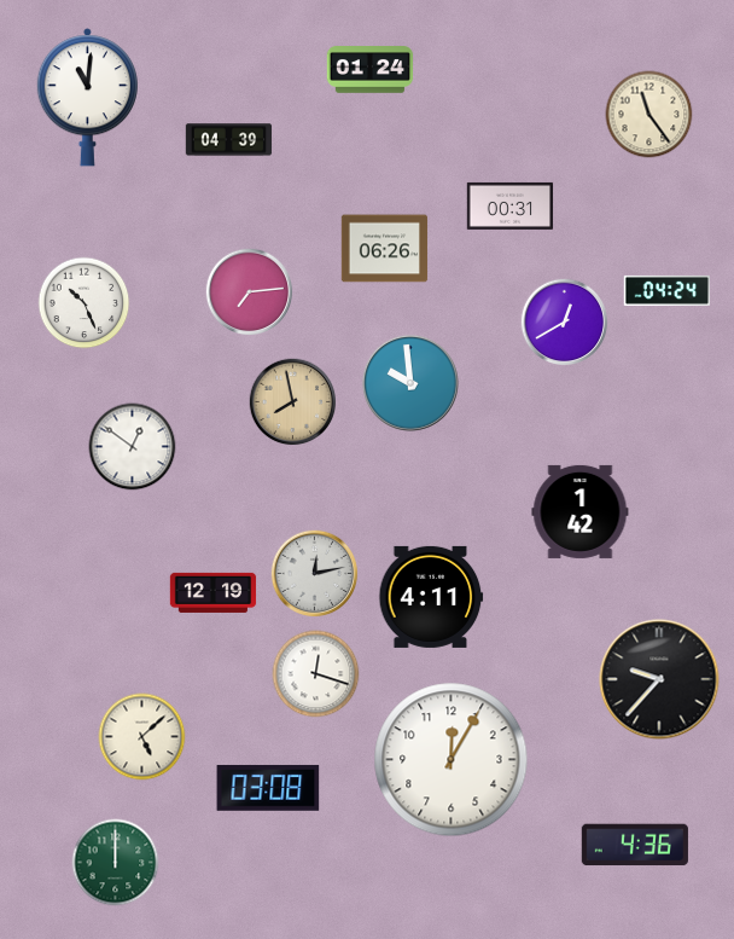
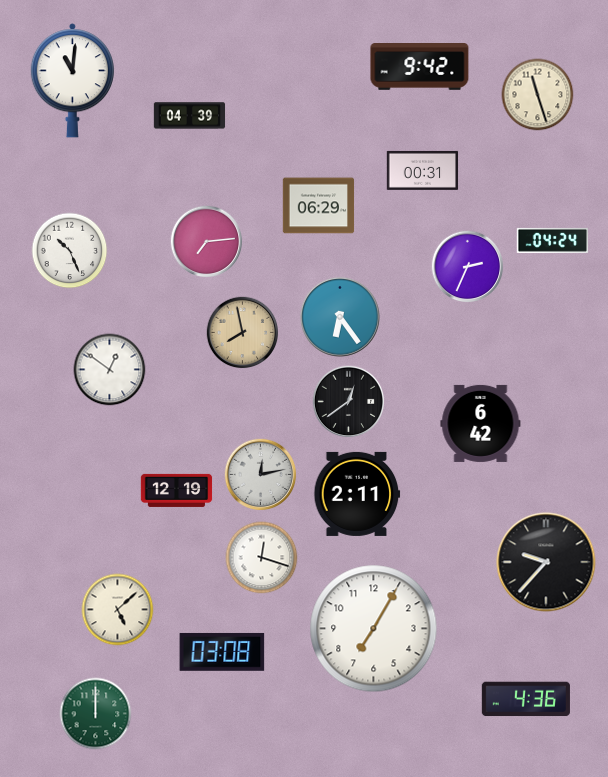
clock at (371, 70): 01:24 -> none
clock at (420, 67): none -> 9:42
clock at (649, 115): 11:24 -> 11:27
clock at (385, 249): 06:26 -> 06:29
clock at (565, 323): 12:40 -> 2:34
clock at (410, 383): 9:59 -> 6:24
clock at (349, 402): none -> 12:39
clock at (581, 511): 1:42 -> 6:42
clock at (431, 597): 4:11 -> 2:11
clock at (452, 760): 12:05 -> 7:05
